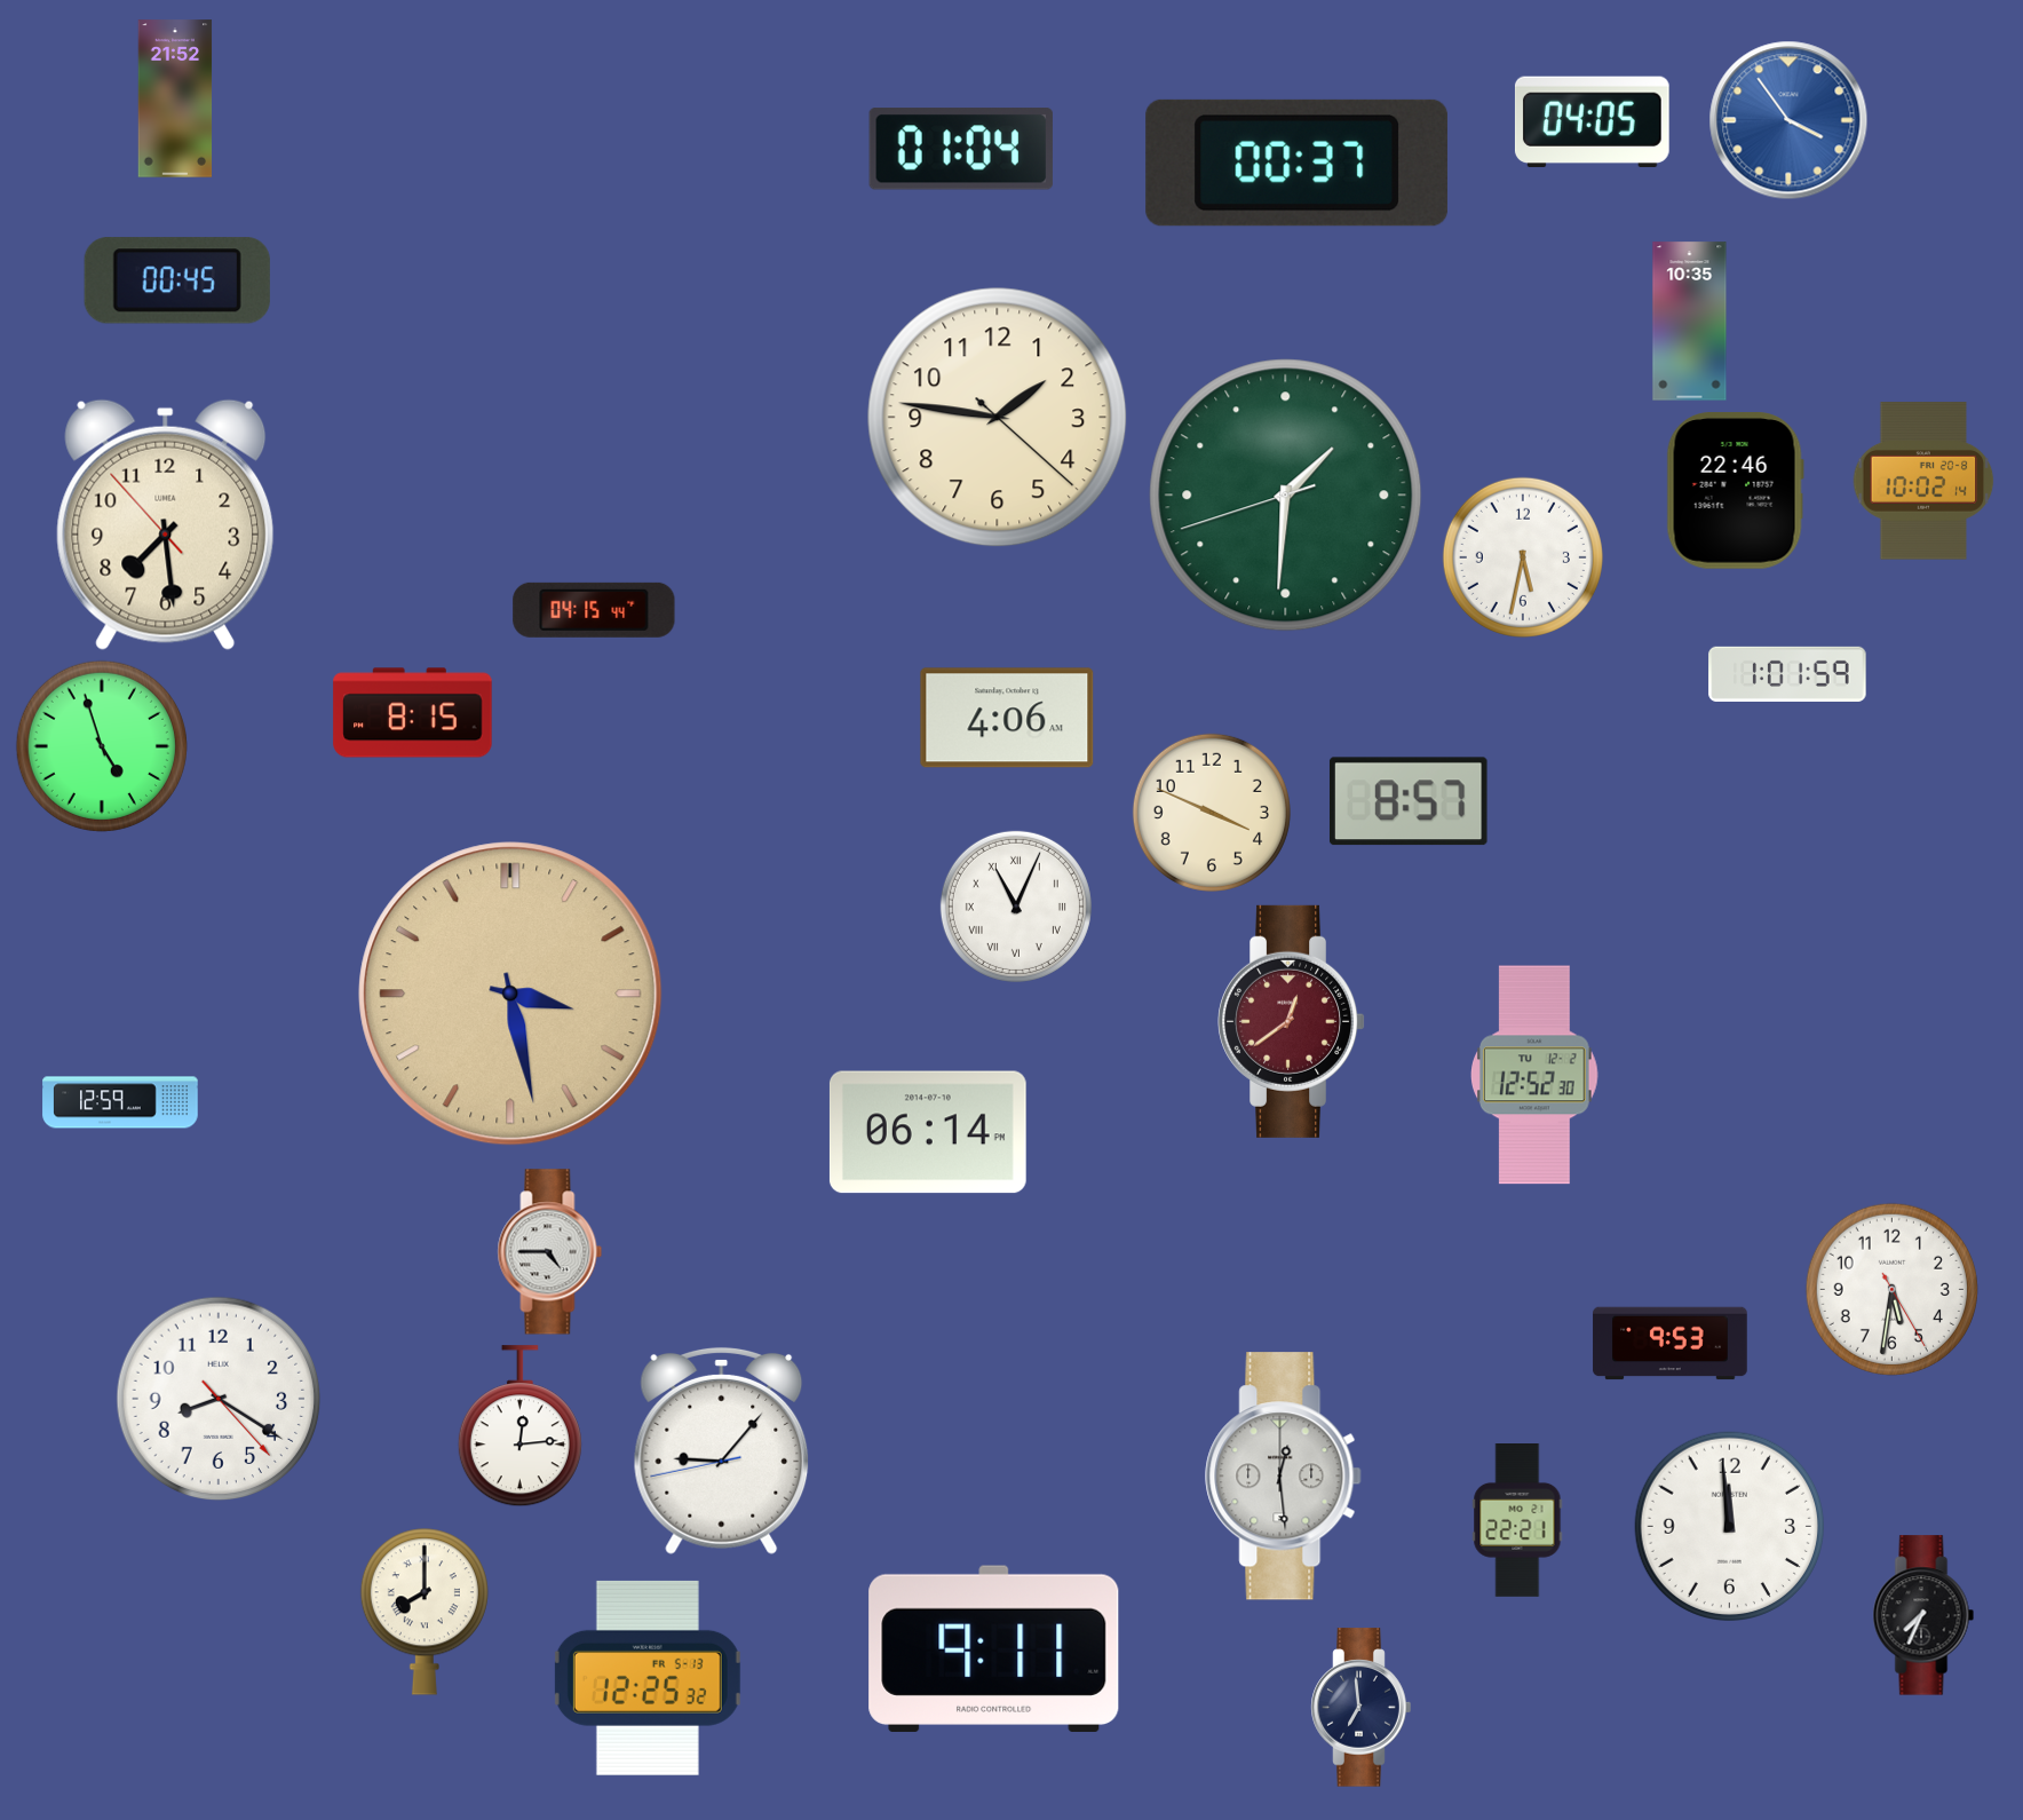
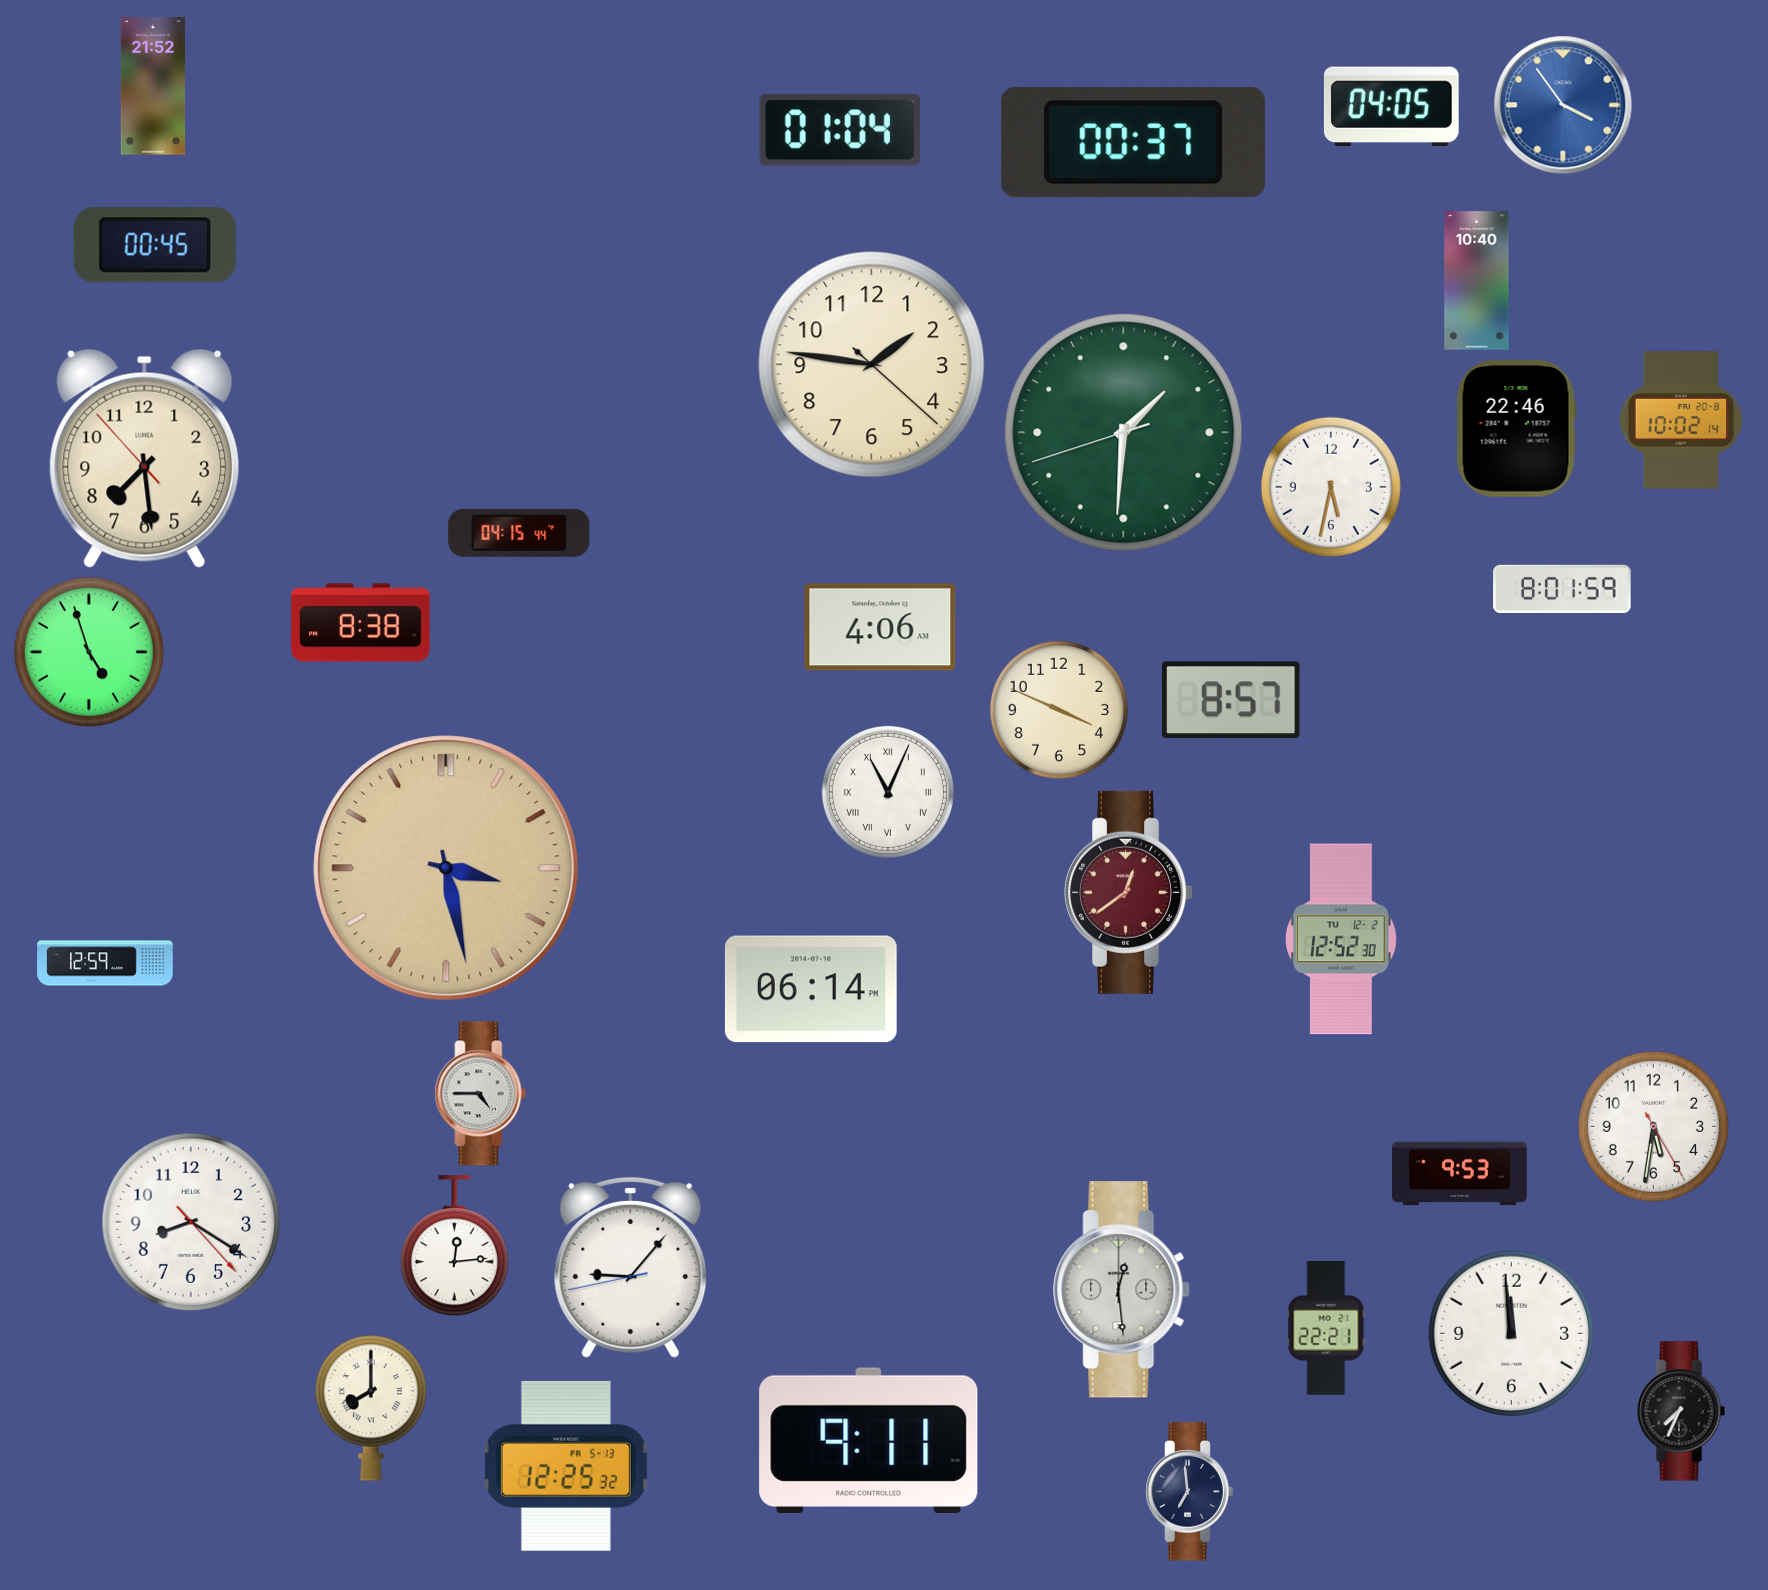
clock at (1690, 322): 10:35 -> 10:40
clock at (1787, 674): 1:01 -> 8:01
clock at (413, 713): 8:15 -> 8:38
